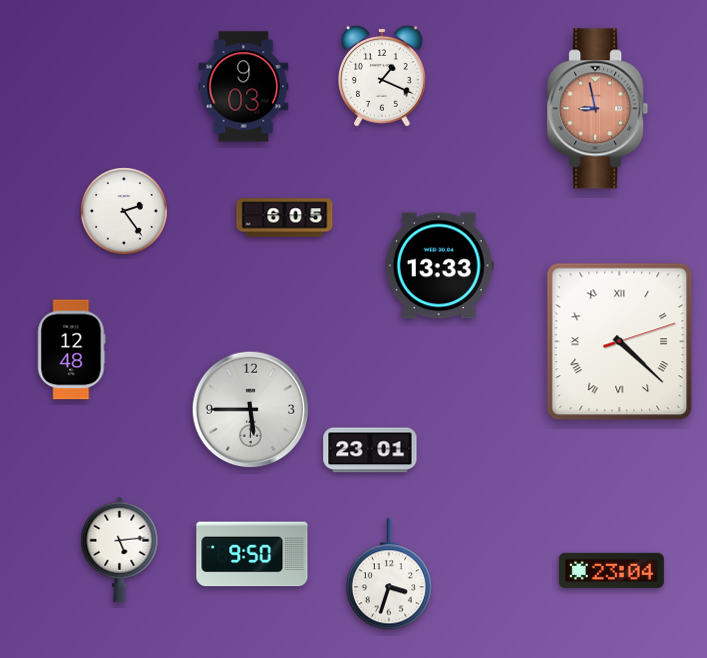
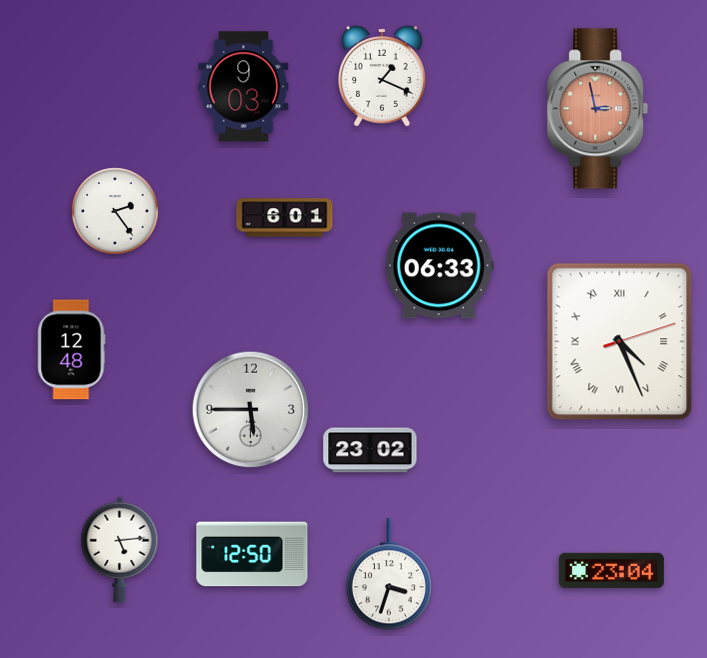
clock at (598, 109): 8:58 -> 2:58
clock at (124, 211) position: (124, 211) -> (115, 211)
clock at (285, 218): 6:05 -> 6:01
clock at (439, 266): 13:33 -> 06:33
clock at (620, 342): 4:22 -> 4:26
clock at (370, 450): 23:01 -> 23:02
clock at (252, 554): 9:50 -> 12:50
